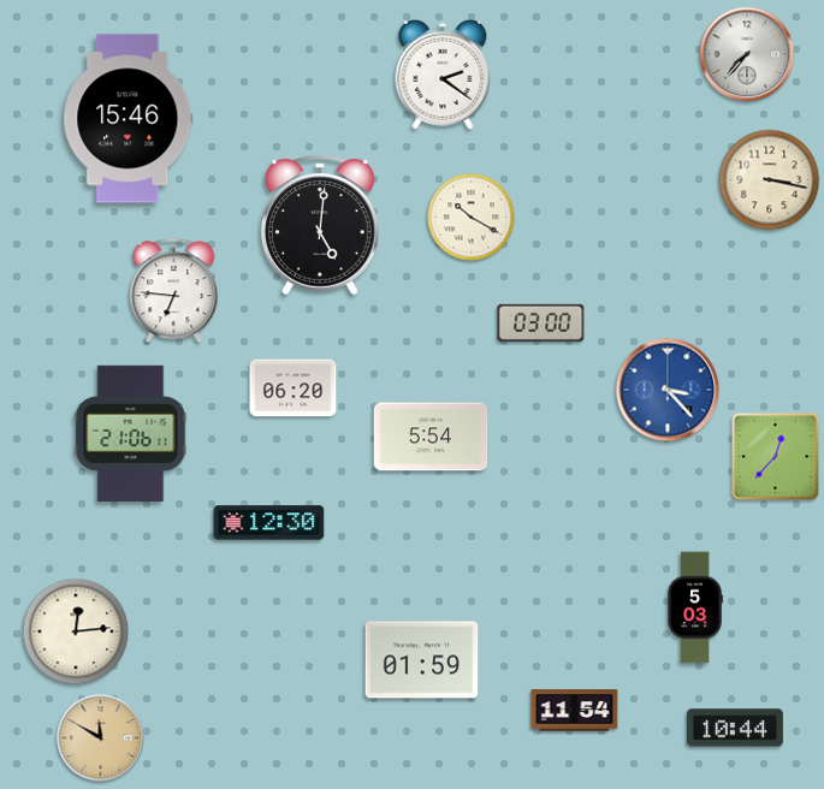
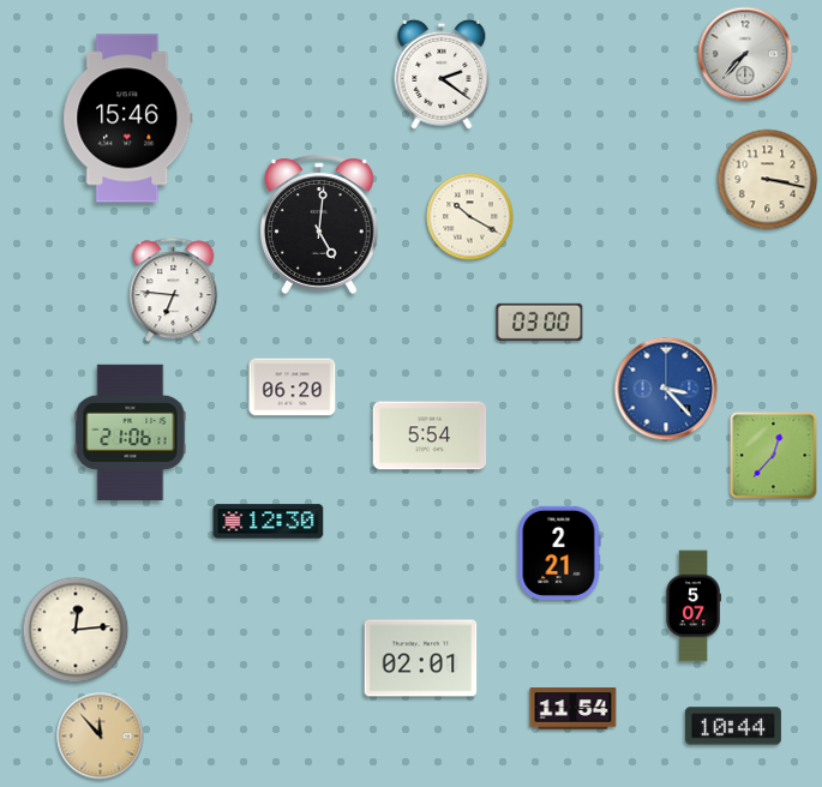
clock at (559, 552): none -> 2:21
clock at (695, 607): 5:03 -> 5:07
clock at (422, 660): 01:59 -> 02:01
clock at (101, 738): 11:50 -> 11:53
